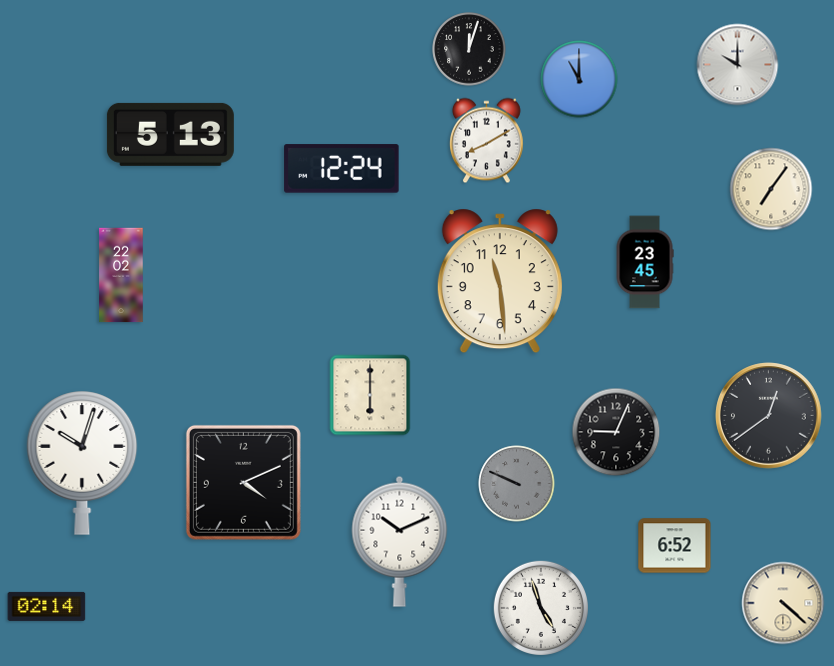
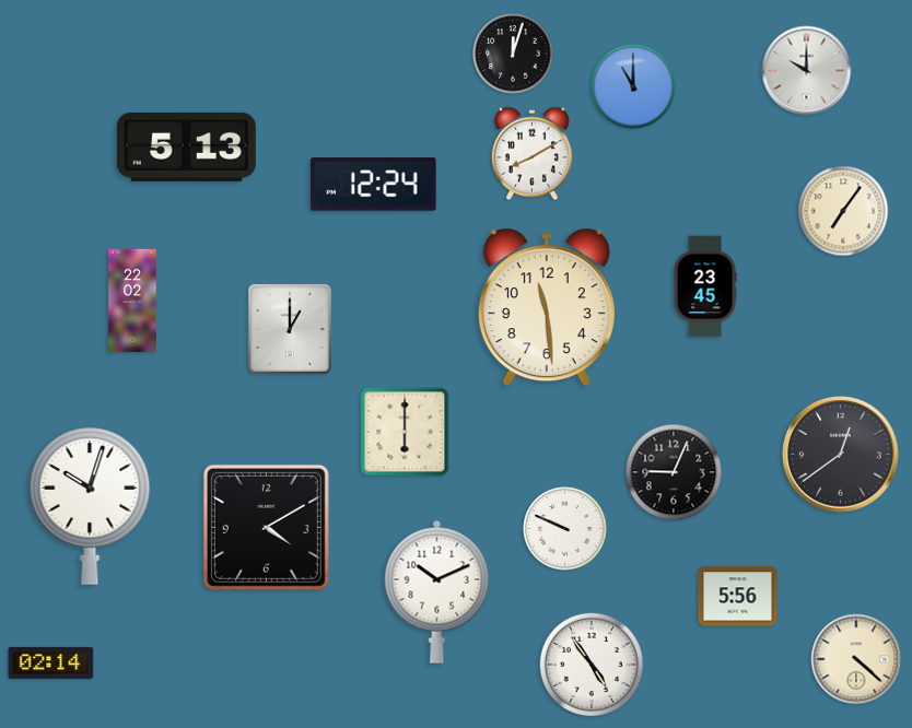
clock at (771, 189) position: (771, 189) -> (843, 211)
clock at (290, 329): none -> 1:00
clock at (243, 482): 4:11 -> 4:10
clock at (517, 484) dial: grey -> white
clock at (675, 546): 6:52 -> 5:56
clock at (541, 608): 4:57 -> 4:54
